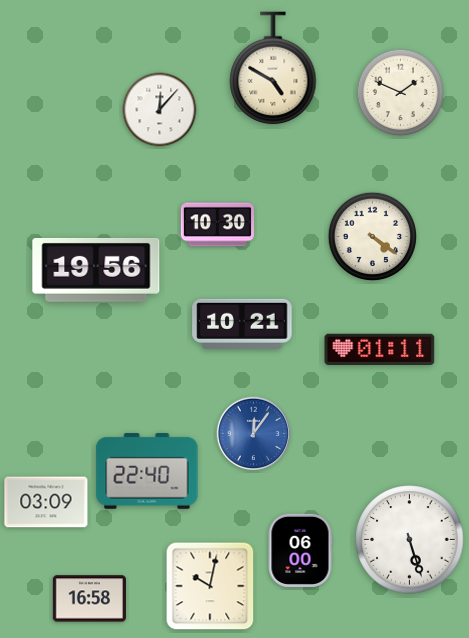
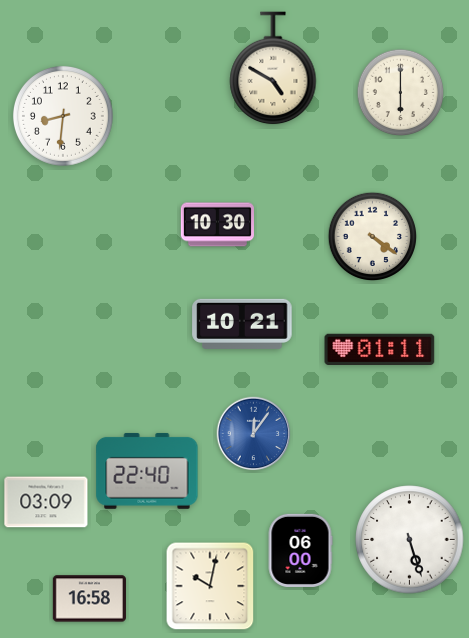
clock at (401, 93): 1:49 -> 6:00
clock at (160, 110): 12:07 -> none
clock at (63, 116): none -> 8:31
clock at (96, 270): 19:56 -> none
